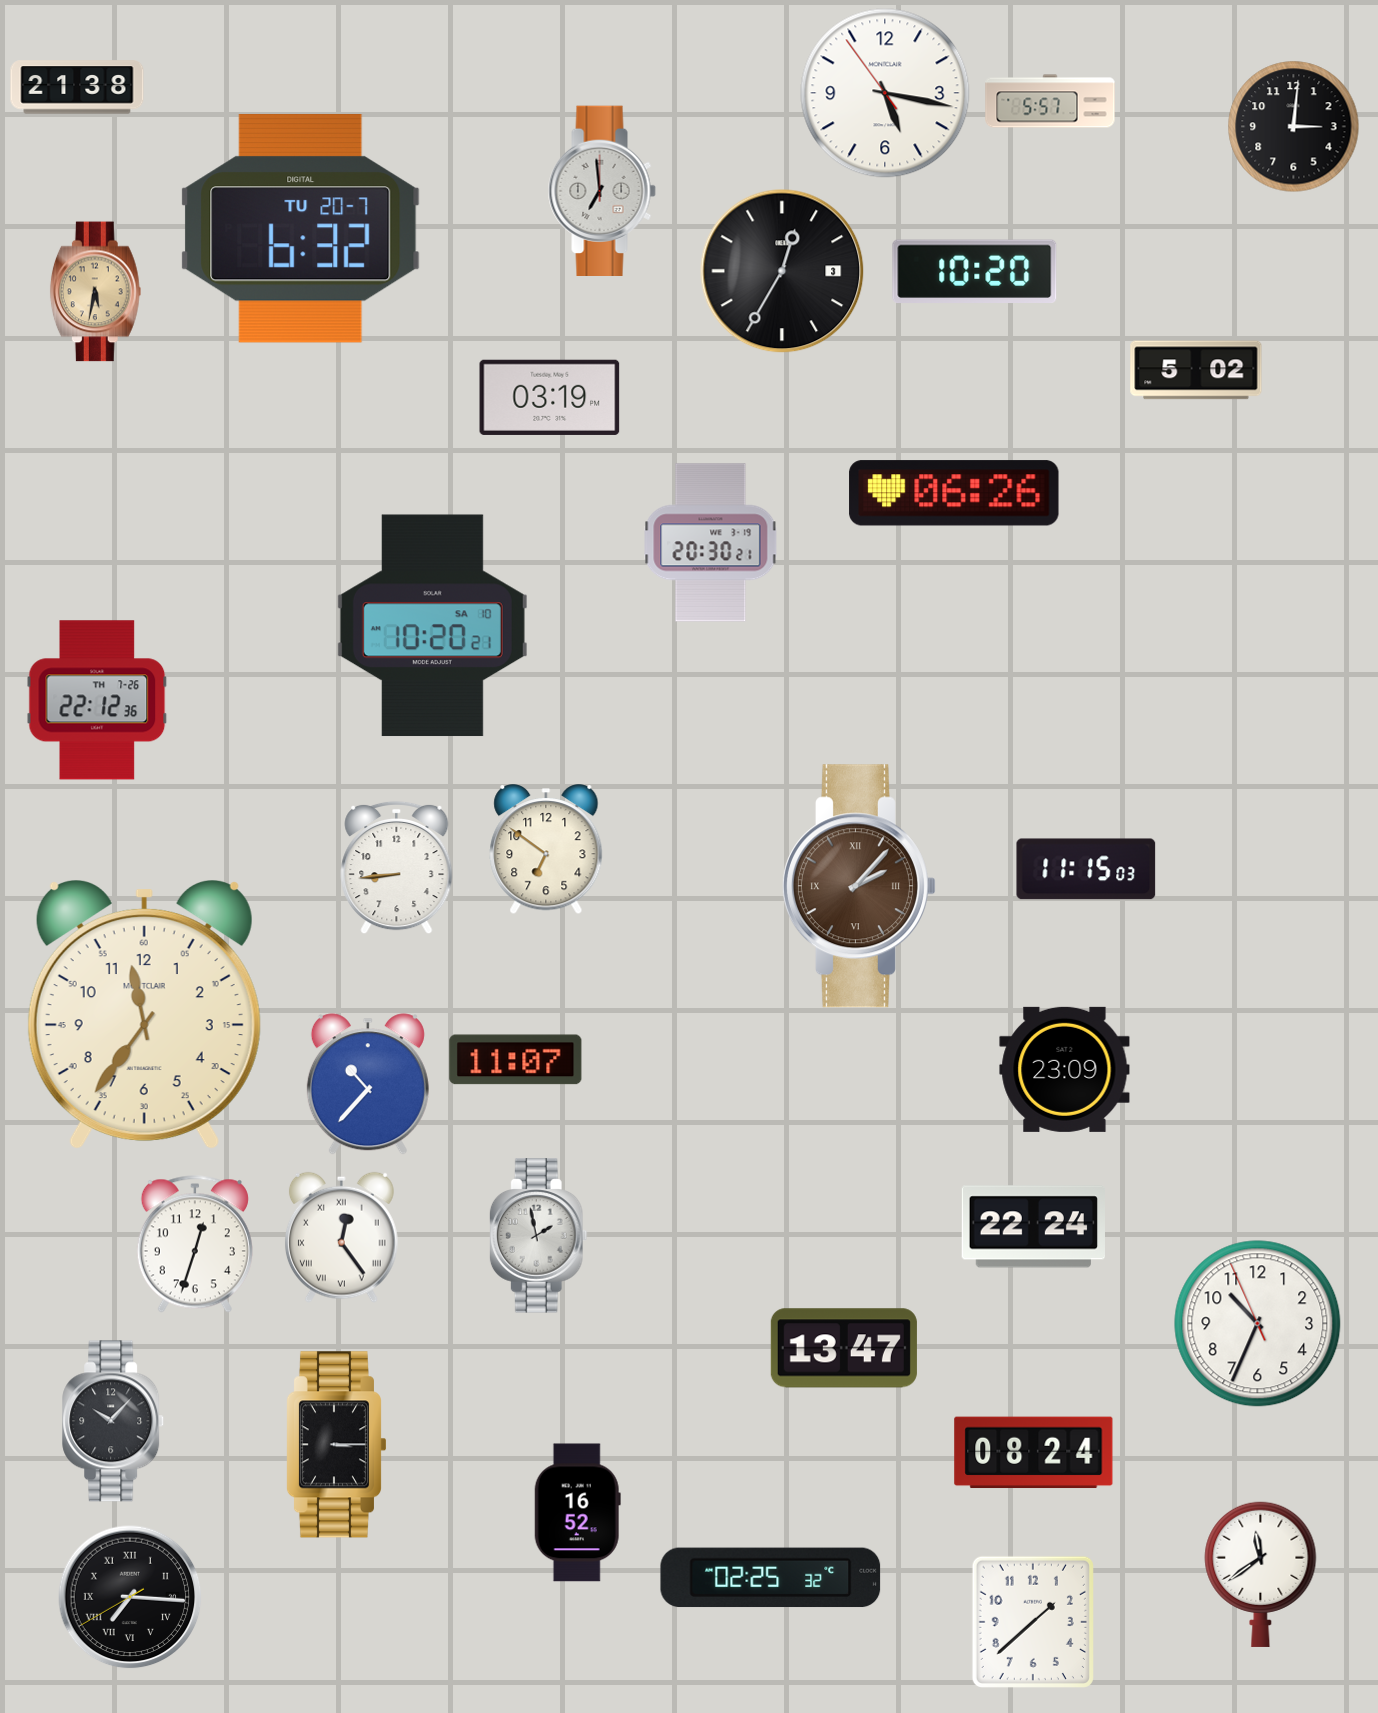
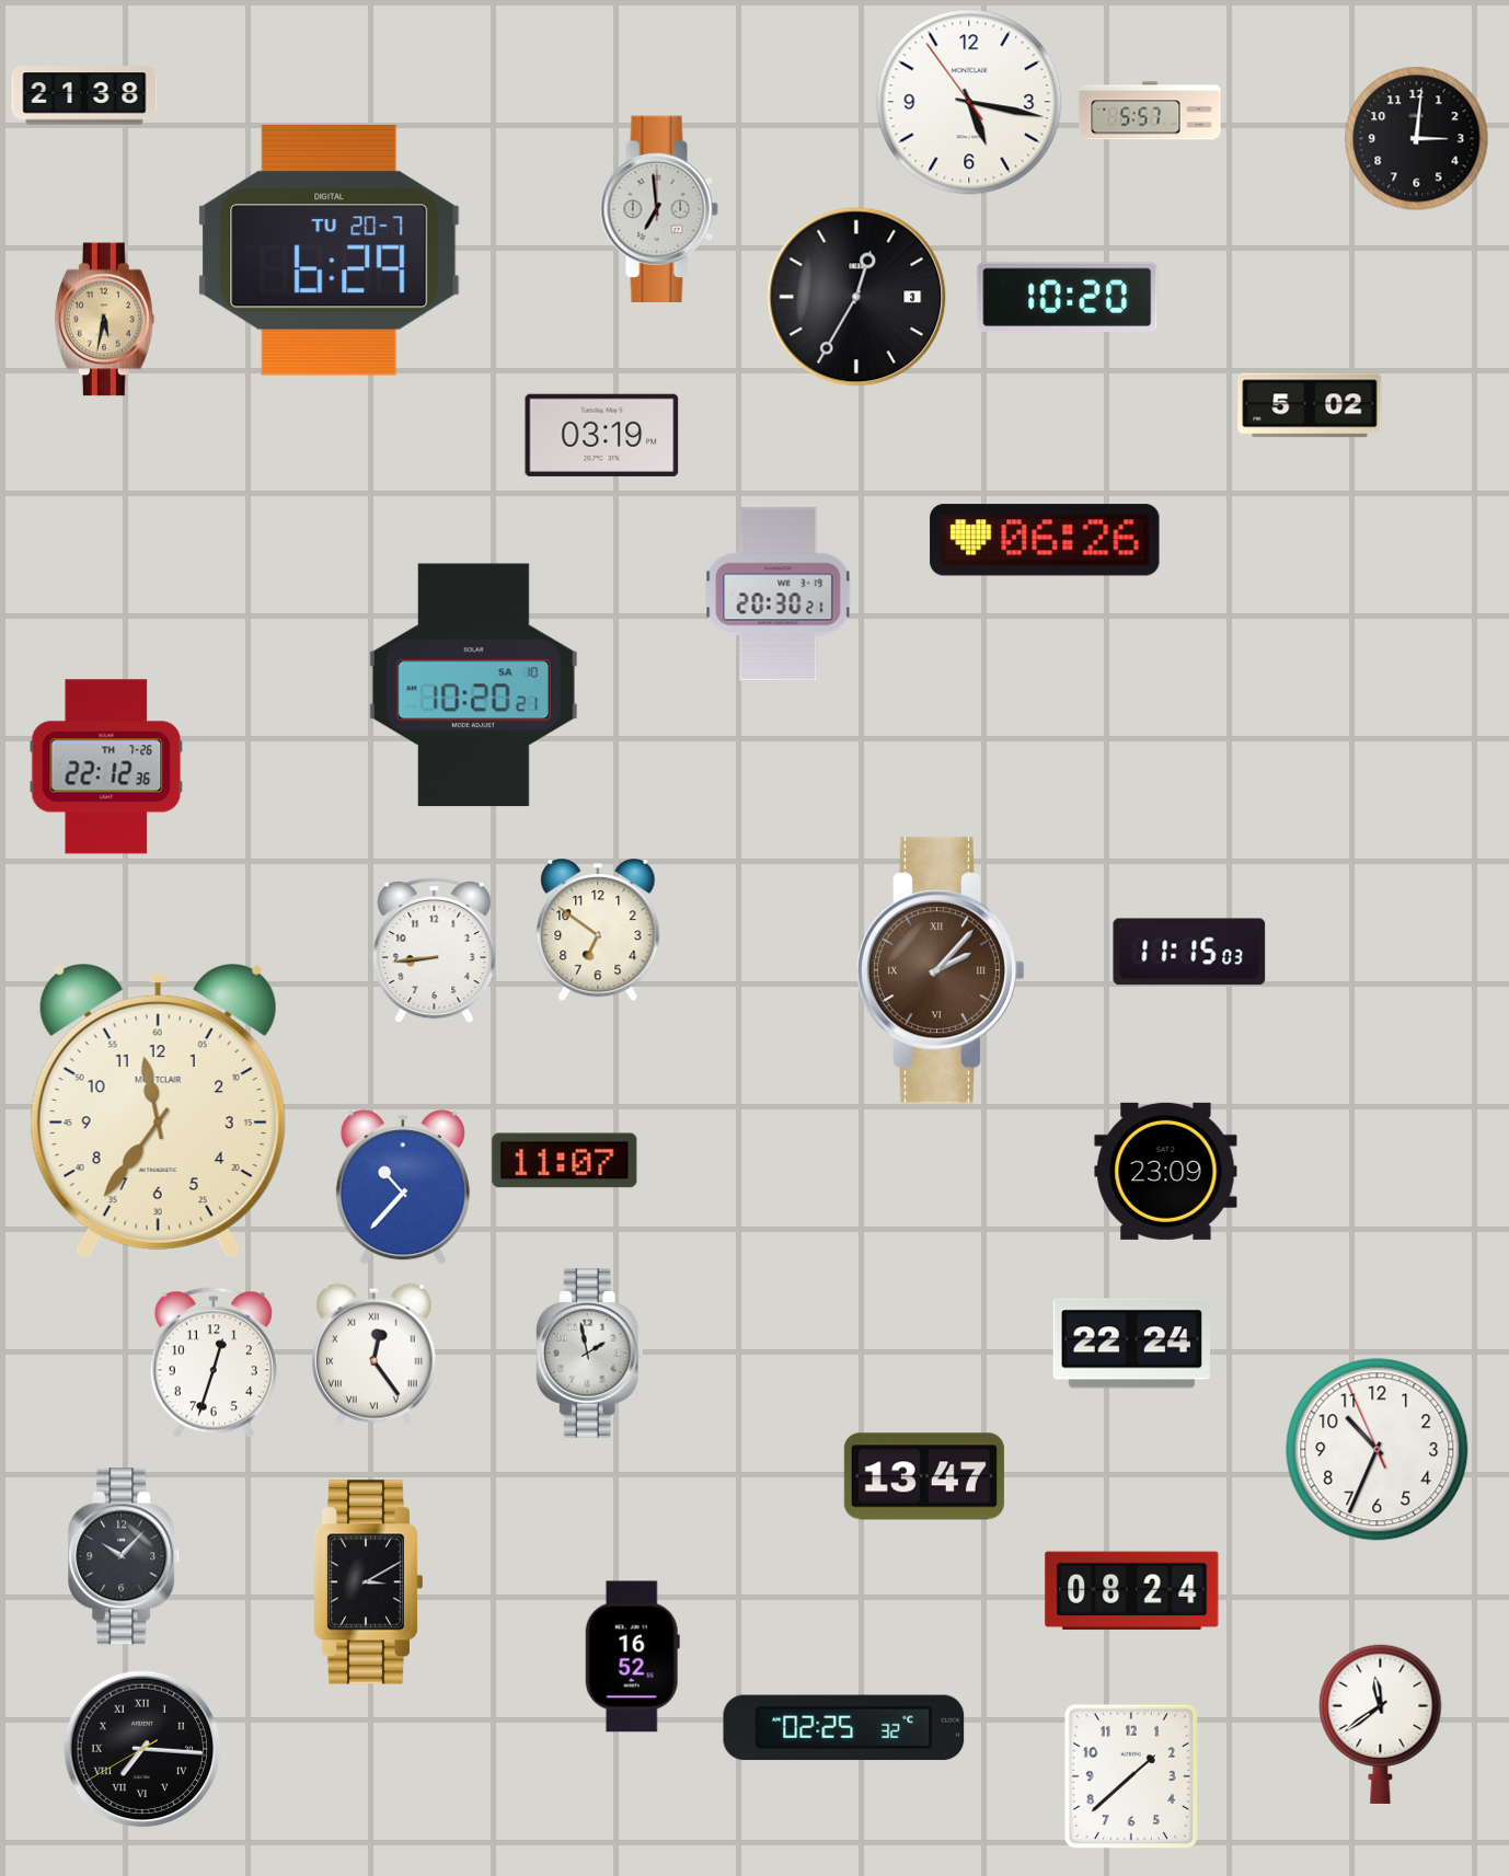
clock at (301, 228): 6:32 -> 6:29
clock at (335, 1445): 3:15 -> 3:10
